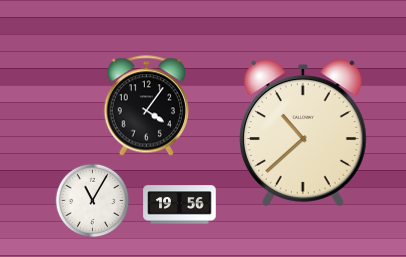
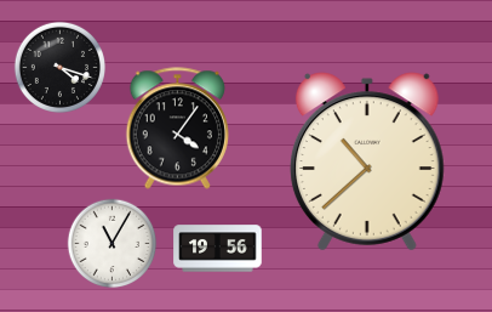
clock at (59, 67): none -> 4:18
